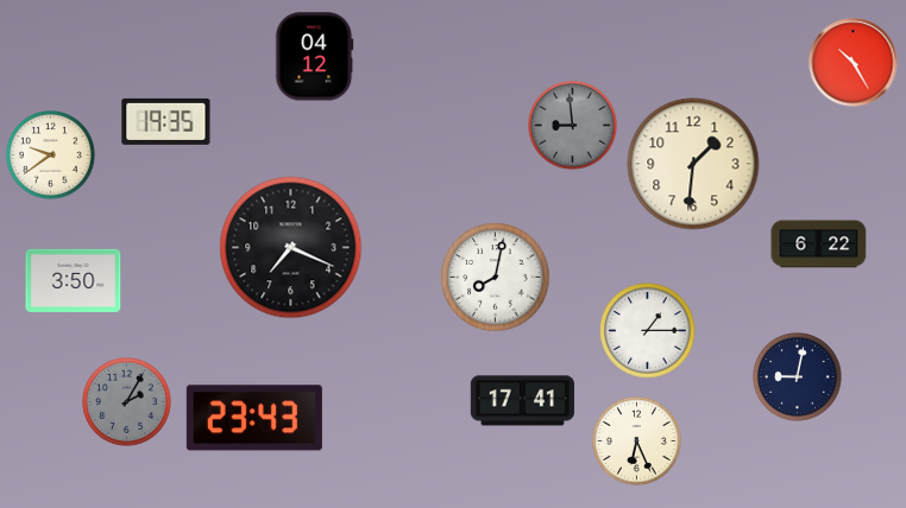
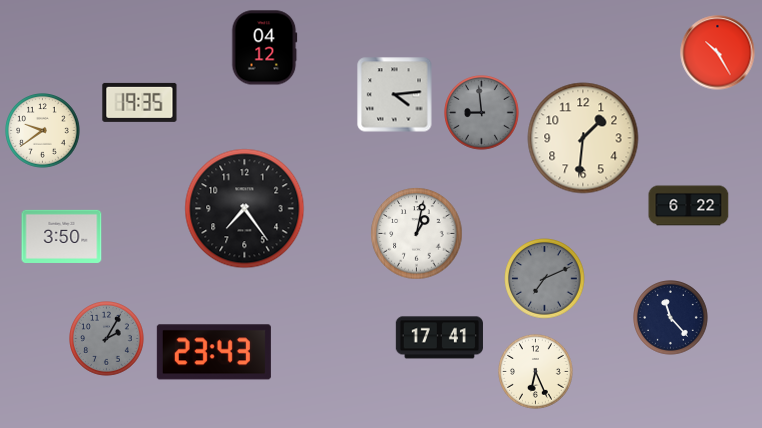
clock at (395, 95): none -> 4:14
clock at (573, 126) position: (573, 126) -> (482, 113)
clock at (291, 248): 7:19 -> 7:24
clock at (496, 278): 8:02 -> 1:02
clock at (648, 331): 1:15 -> 7:11
clock at (648, 331) dial: white -> grey
clock at (798, 377): 9:02 -> 11:23
